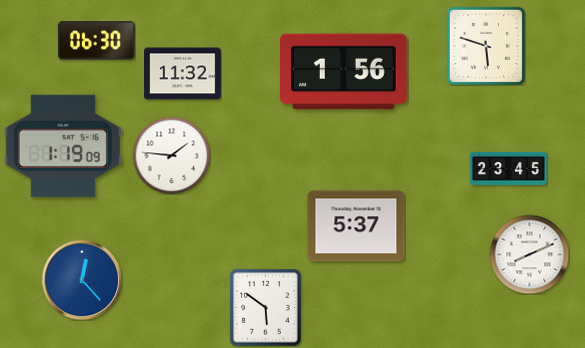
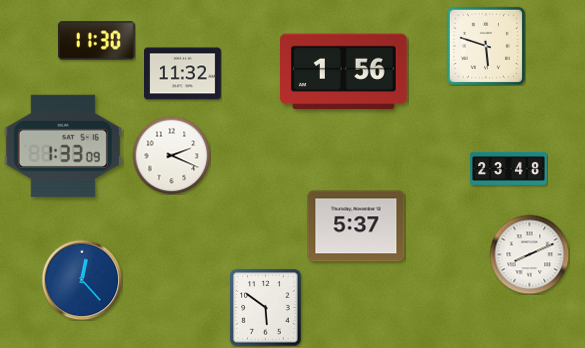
clock at (97, 41): 06:30 -> 11:30
clock at (63, 146): 1:19 -> 1:33
clock at (171, 155): 1:46 -> 2:19
clock at (509, 168): 23:45 -> 23:48
